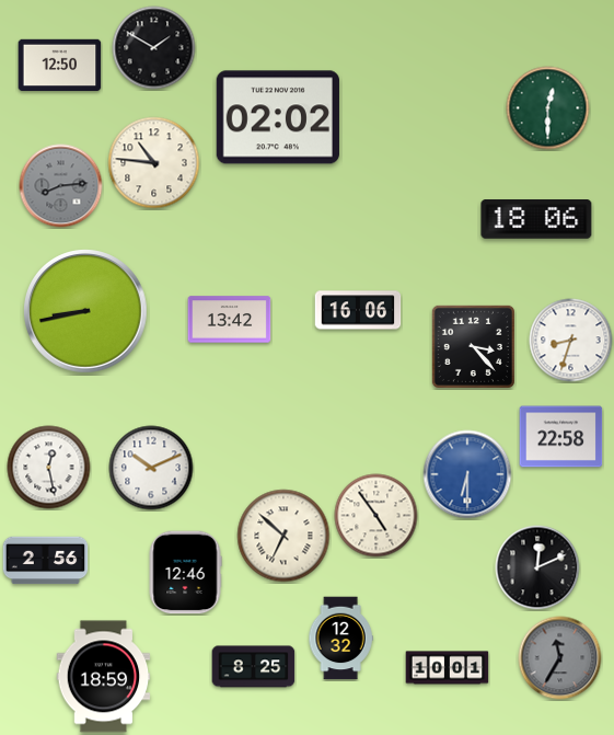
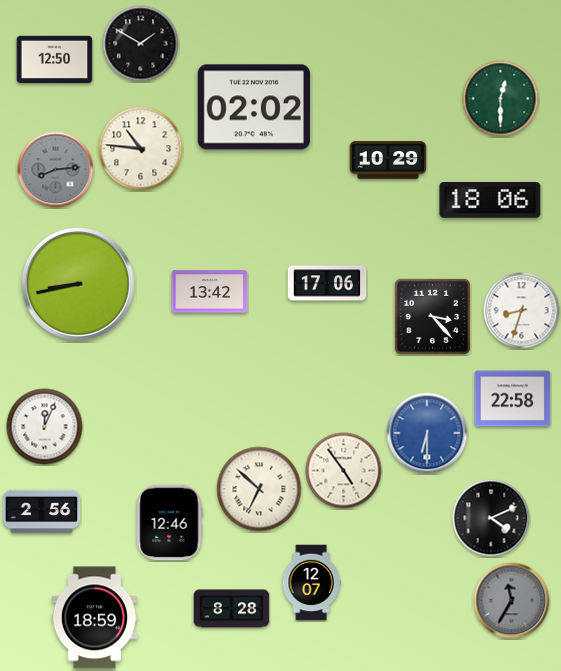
clock at (388, 160): none -> 10:29
clock at (358, 310): 16:06 -> 17:06
clock at (49, 468): 12:28 -> 12:04
clock at (151, 468): 10:11 -> none
clock at (537, 567): 12:11 -> 4:11
clock at (340, 639): 12:32 -> 12:07
clock at (254, 667): 8:25 -> 8:28
clock at (448, 668): 10:01 -> none
